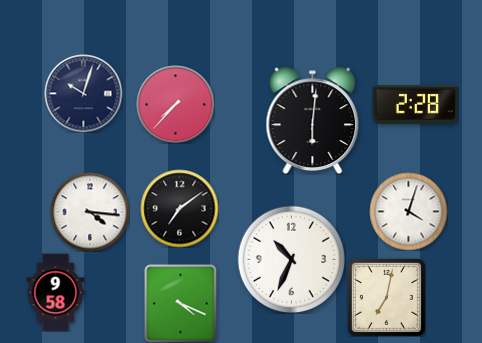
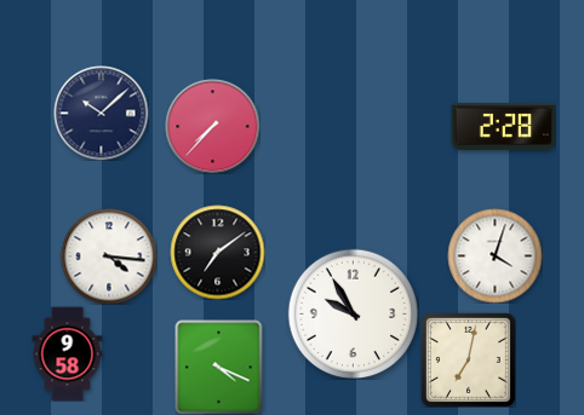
clock at (83, 93): 10:03 -> 10:08
clock at (313, 120): 6:01 -> none
clock at (291, 259): 10:34 -> 9:55
